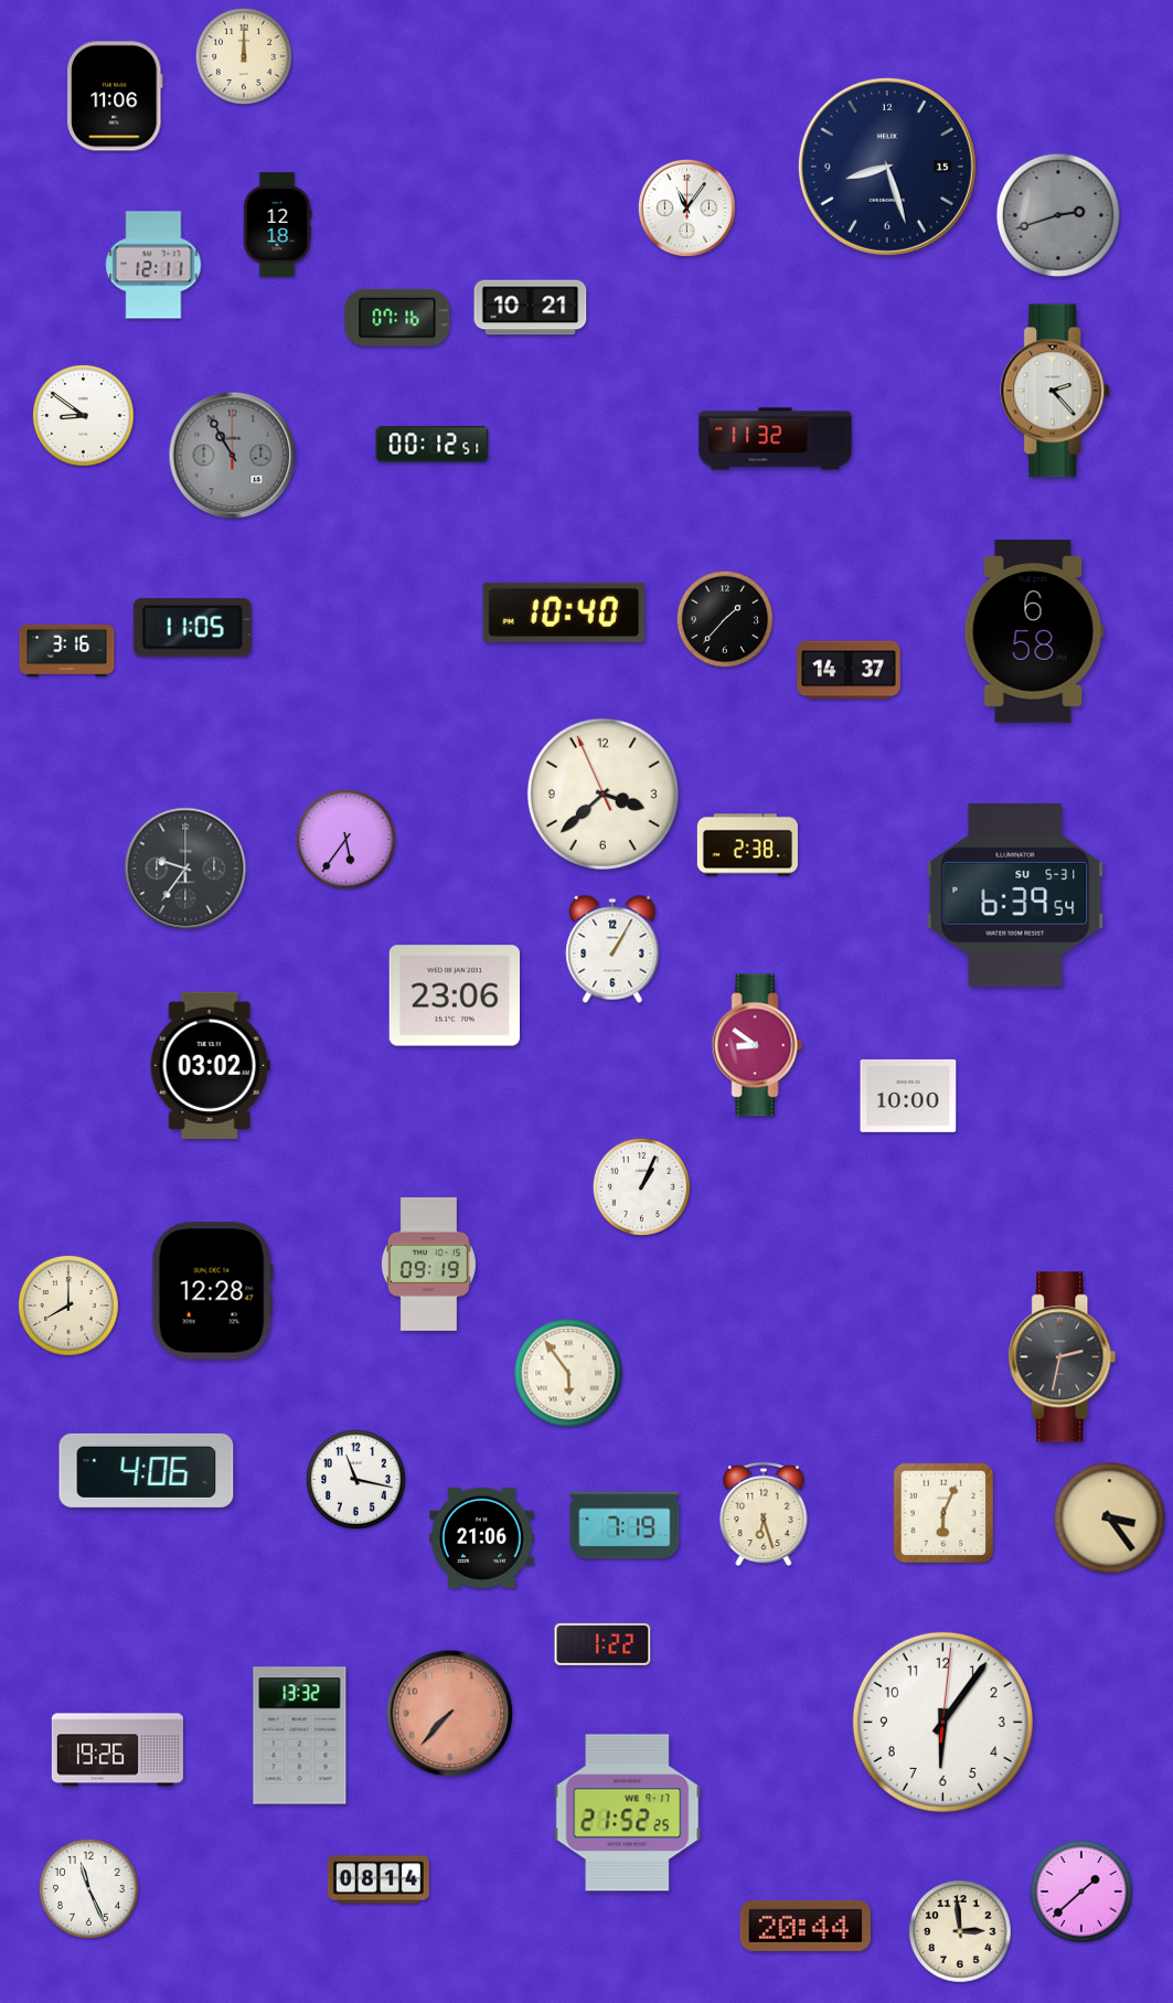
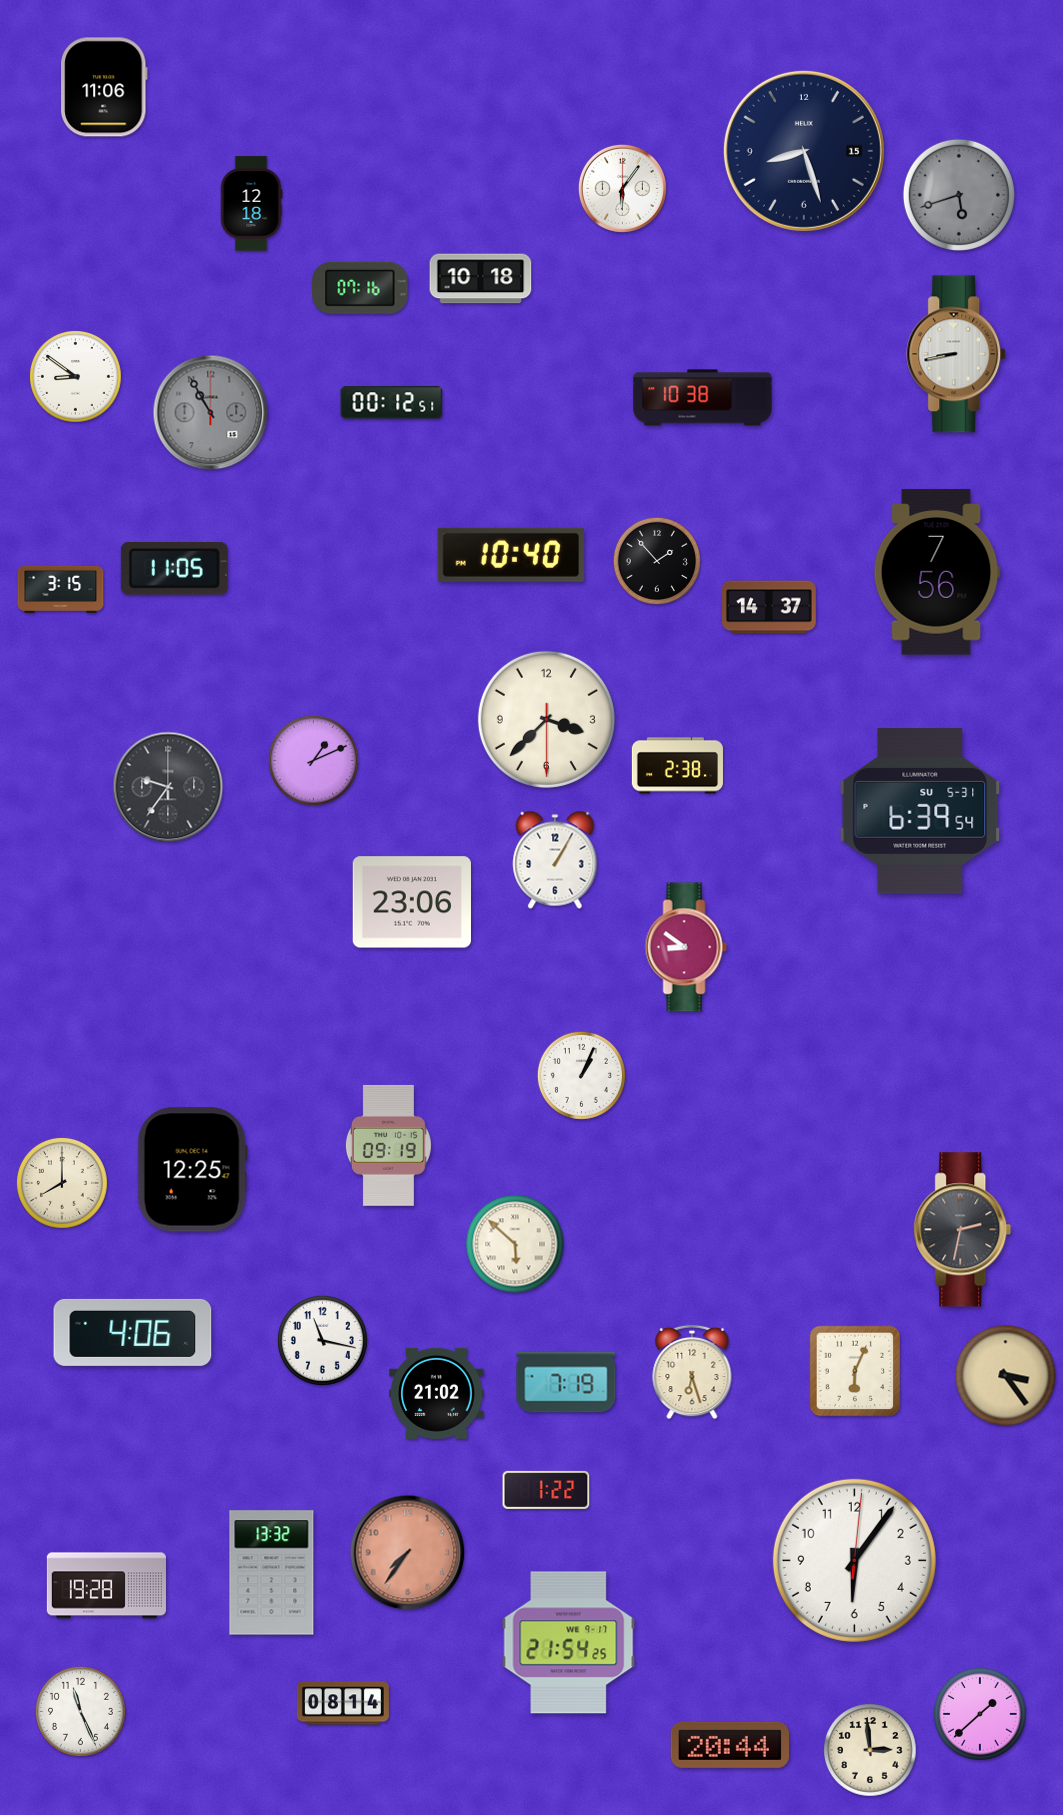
clock at (244, 56): 12:00 -> none
clock at (686, 207): 11:06 -> 6:06
clock at (1058, 215): 2:42 -> 5:42
clock at (153, 265): 12:11 -> none
clock at (531, 308): 10:21 -> 10:18
clock at (1056, 391): 2:23 -> 8:43
clock at (776, 439): 11:32 -> 10:38
clock at (725, 619): 1:37 -> 1:53
clock at (1034, 631): 6:58 -> 7:56
clock at (67, 650): 3:16 -> 3:15
clock at (603, 793): 3:37:56 -> 3:37:30
clock at (345, 839): 5:36 -> 1:11
clock at (210, 1065): 03:02 -> none
clock at (908, 1096): 10:00 -> none
clock at (212, 1291): 12:28 -> 12:25
clock at (568, 1373): 5:54 -> 5:52
clock at (482, 1537): 21:06 -> 21:02
clock at (450, 1714): 7:37 -> 7:36
clock at (117, 1750): 19:26 -> 19:28
clock at (628, 1813): 21:52 -> 21:54
